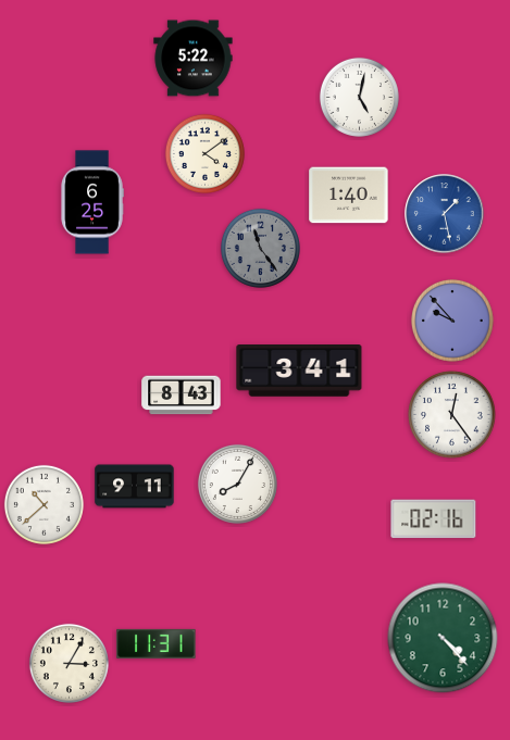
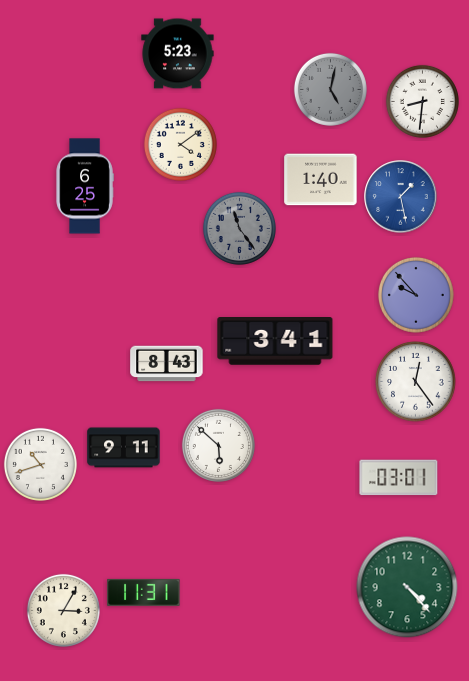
clock at (194, 59): 5:22 -> 5:23
clock at (359, 97) dial: white -> grey
clock at (422, 101): none -> 8:31
clock at (204, 153) position: (204, 153) -> (180, 144)
clock at (445, 214) position: (445, 214) -> (401, 197)
clock at (237, 484): 8:05 -> 5:52
clock at (43, 504): 10:38 -> 10:42
clock at (434, 519): 02:16 -> 03:01
